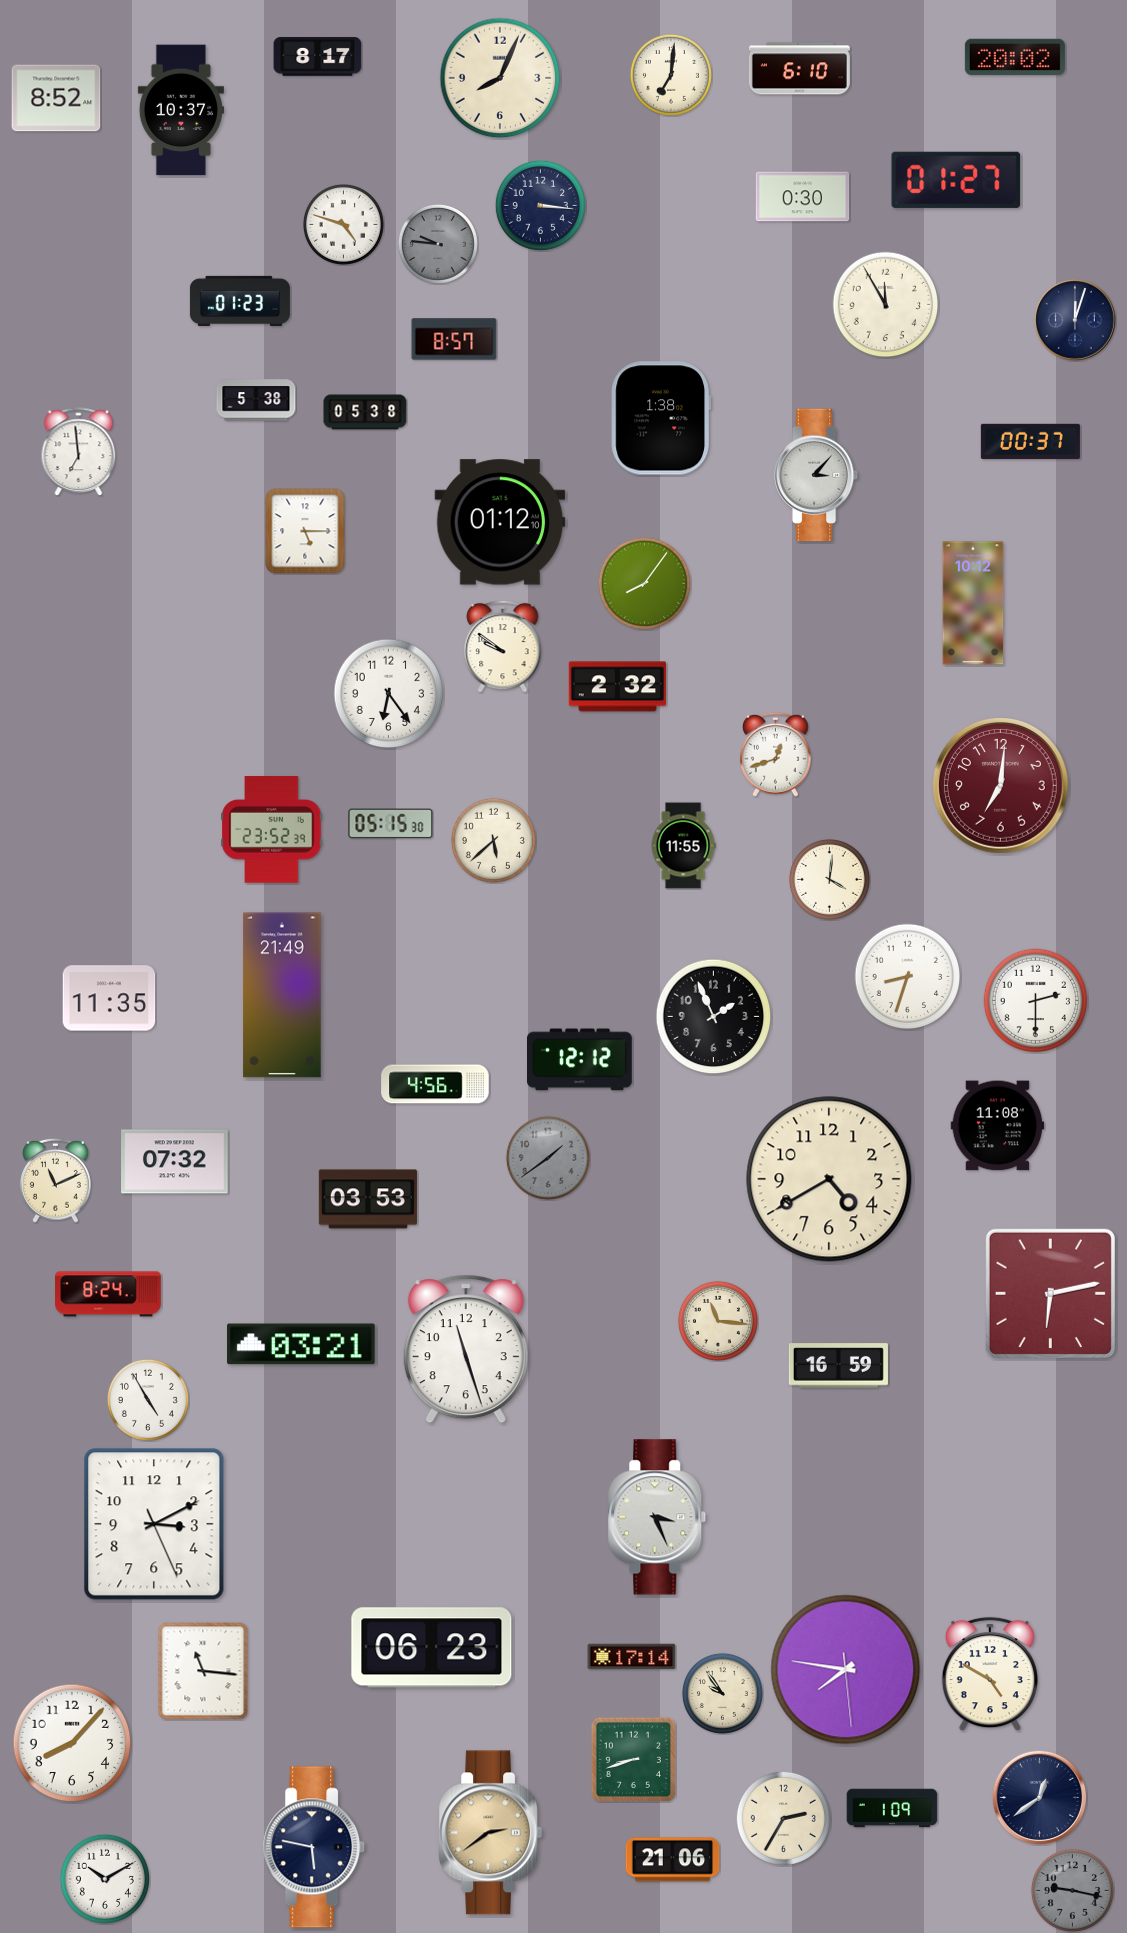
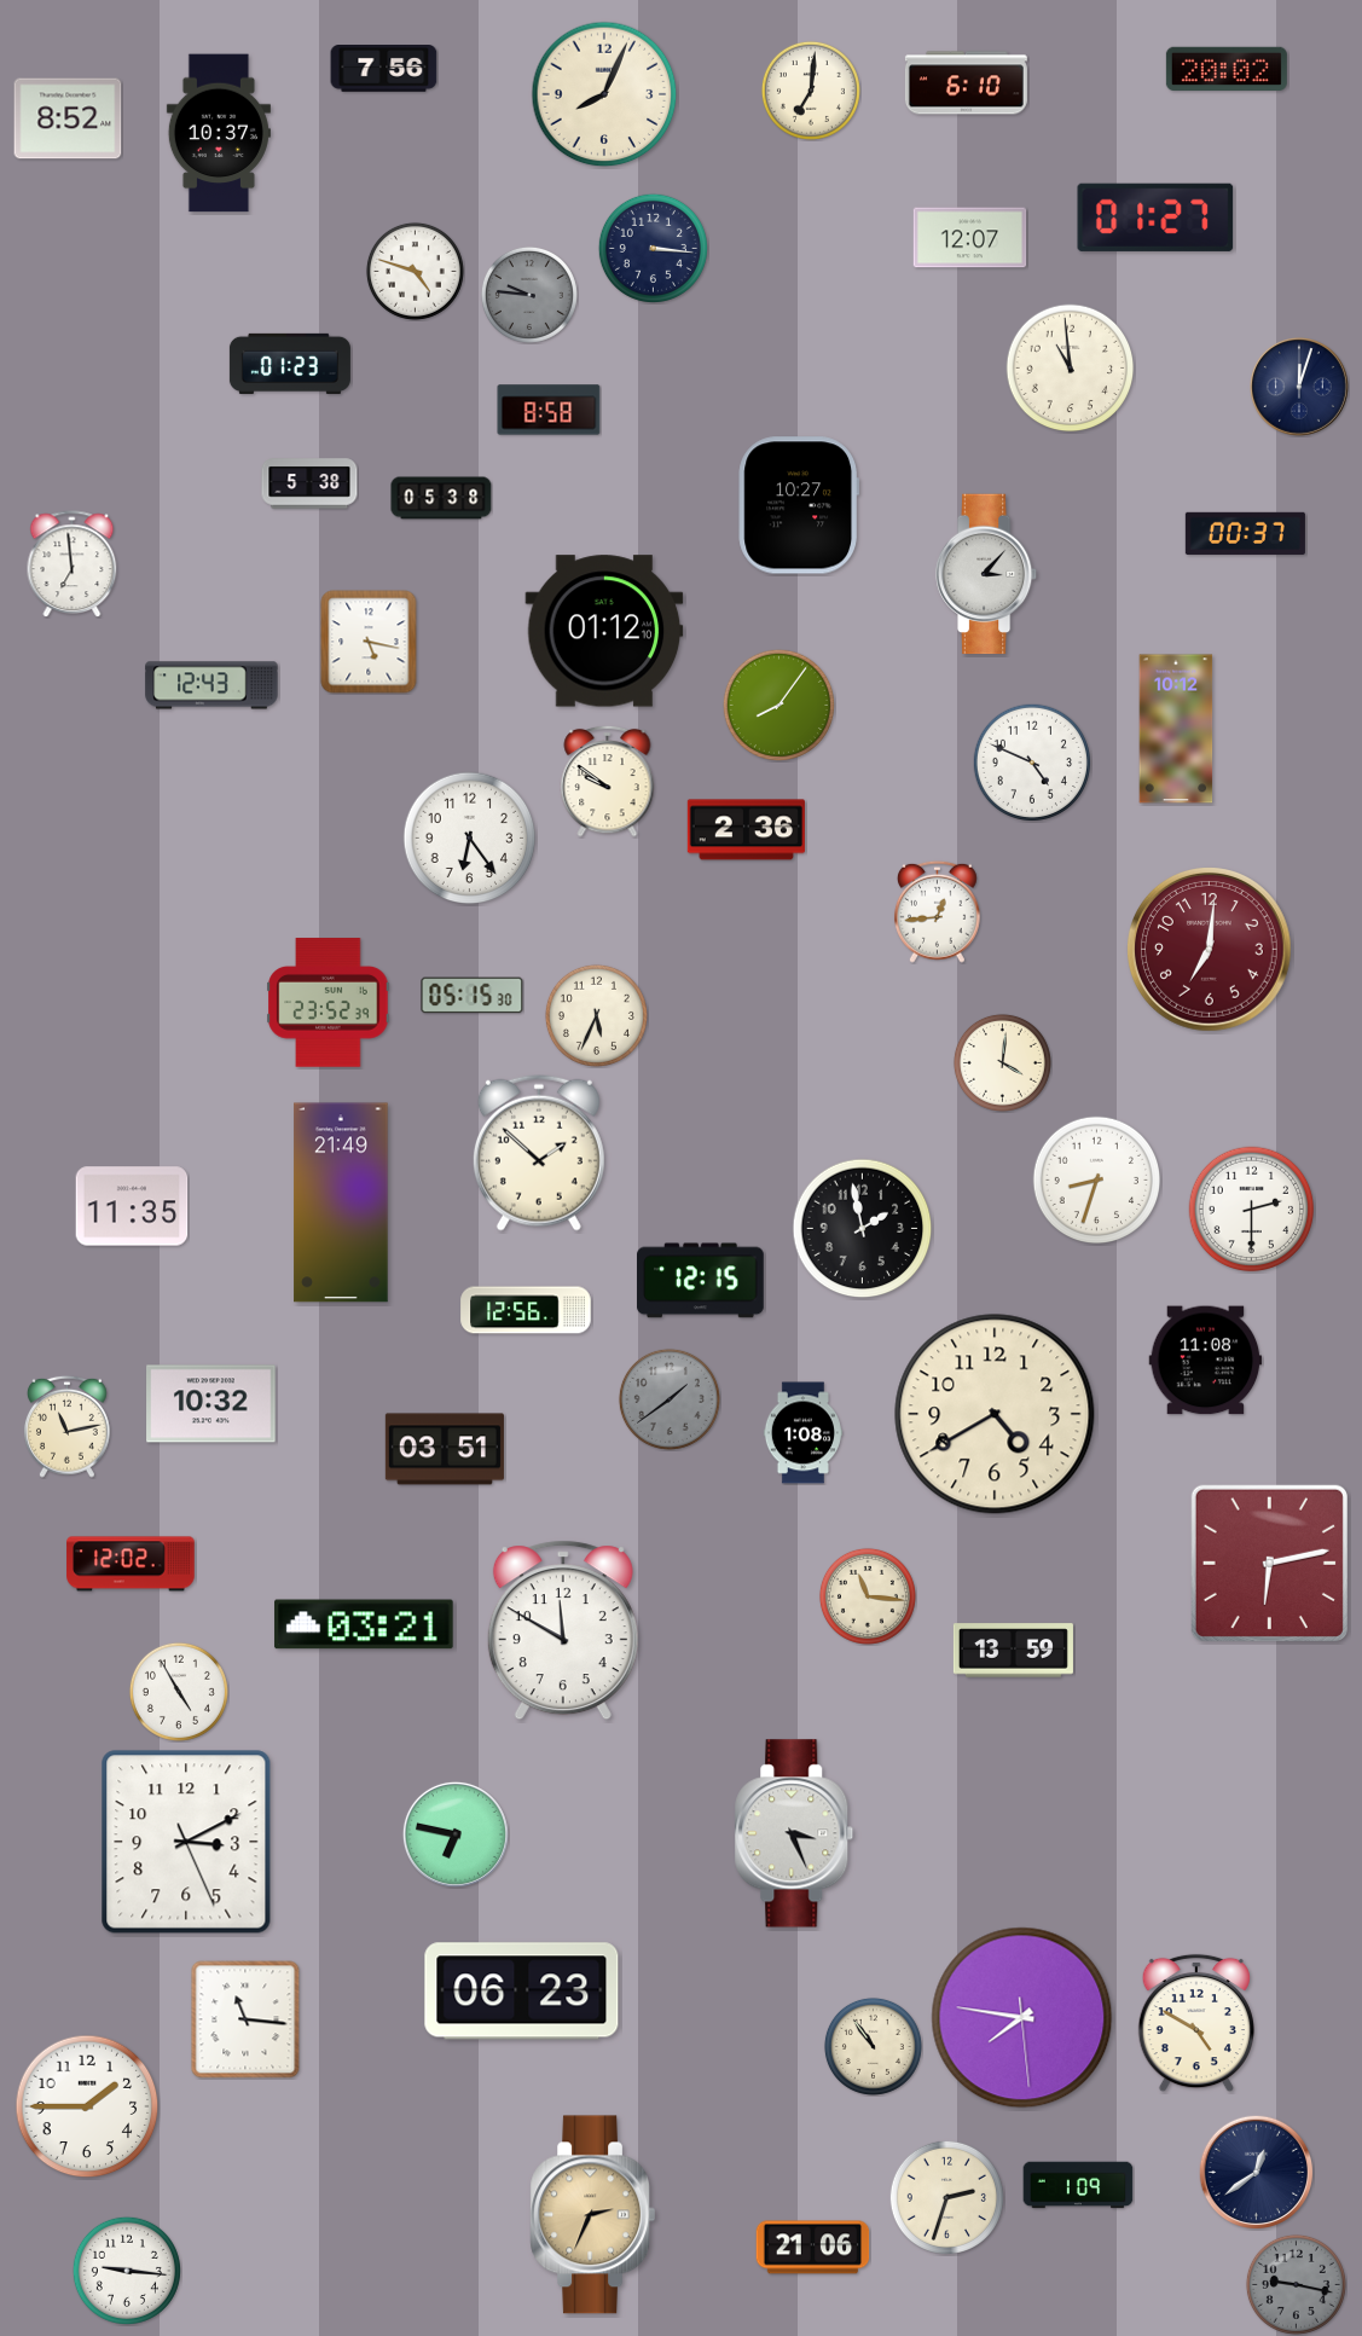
clock at (318, 57): 8:17 -> 7:56
clock at (803, 197): 0:30 -> 12:07
clock at (886, 305): 11:55 -> 10:59
clock at (454, 339): 8:57 -> 8:58
clock at (660, 418): 1:38 -> 10:27
clock at (79, 452) position: (79, 452) -> (73, 564)
clock at (305, 531): 5:15 -> 5:17
clock at (211, 685): none -> 12:43
clock at (1031, 761): none -> 4:49
clock at (617, 687): 2:32 -> 2:36
clock at (775, 754): 12:42 -> 12:44
clock at (493, 840): 5:38 -> 5:34
clock at (683, 846): 11:55 -> none
clock at (539, 1153): none -> 1:52
clock at (714, 1017): 1:56 -> 1:58
clock at (580, 1060): 12:12 -> 12:15
clock at (435, 1084): 4:56 -> 12:56
clock at (548, 1158) position: (548, 1158) -> (670, 1399)
clock at (175, 1162): 07:32 -> 10:32
clock at (829, 1179) position: (829, 1179) -> (995, 1414)
clock at (55, 1180): 11:11 -> 11:13
clock at (802, 1433): none -> 1:08
clock at (368, 1199): 03:53 -> 03:51
clock at (108, 1294): 8:24 -> 12:02
clock at (466, 1349): 11:27 -> 11:50
clock at (838, 1366): 16:59 -> 13:59
clock at (456, 1834): none -> 6:47
clock at (632, 1657): 17:14 -> none
clock at (722, 1693): 9:54 -> 10:54
clock at (72, 1743): 8:07 -> 1:45
clock at (633, 1759): 8:42 -> none
clock at (783, 1818): 2:35 -> 2:33
clock at (491, 1833): 2:39 -> 2:34
clock at (315, 1847): 5:47 -> none
clock at (105, 1879): 10:10 -> 9:16
